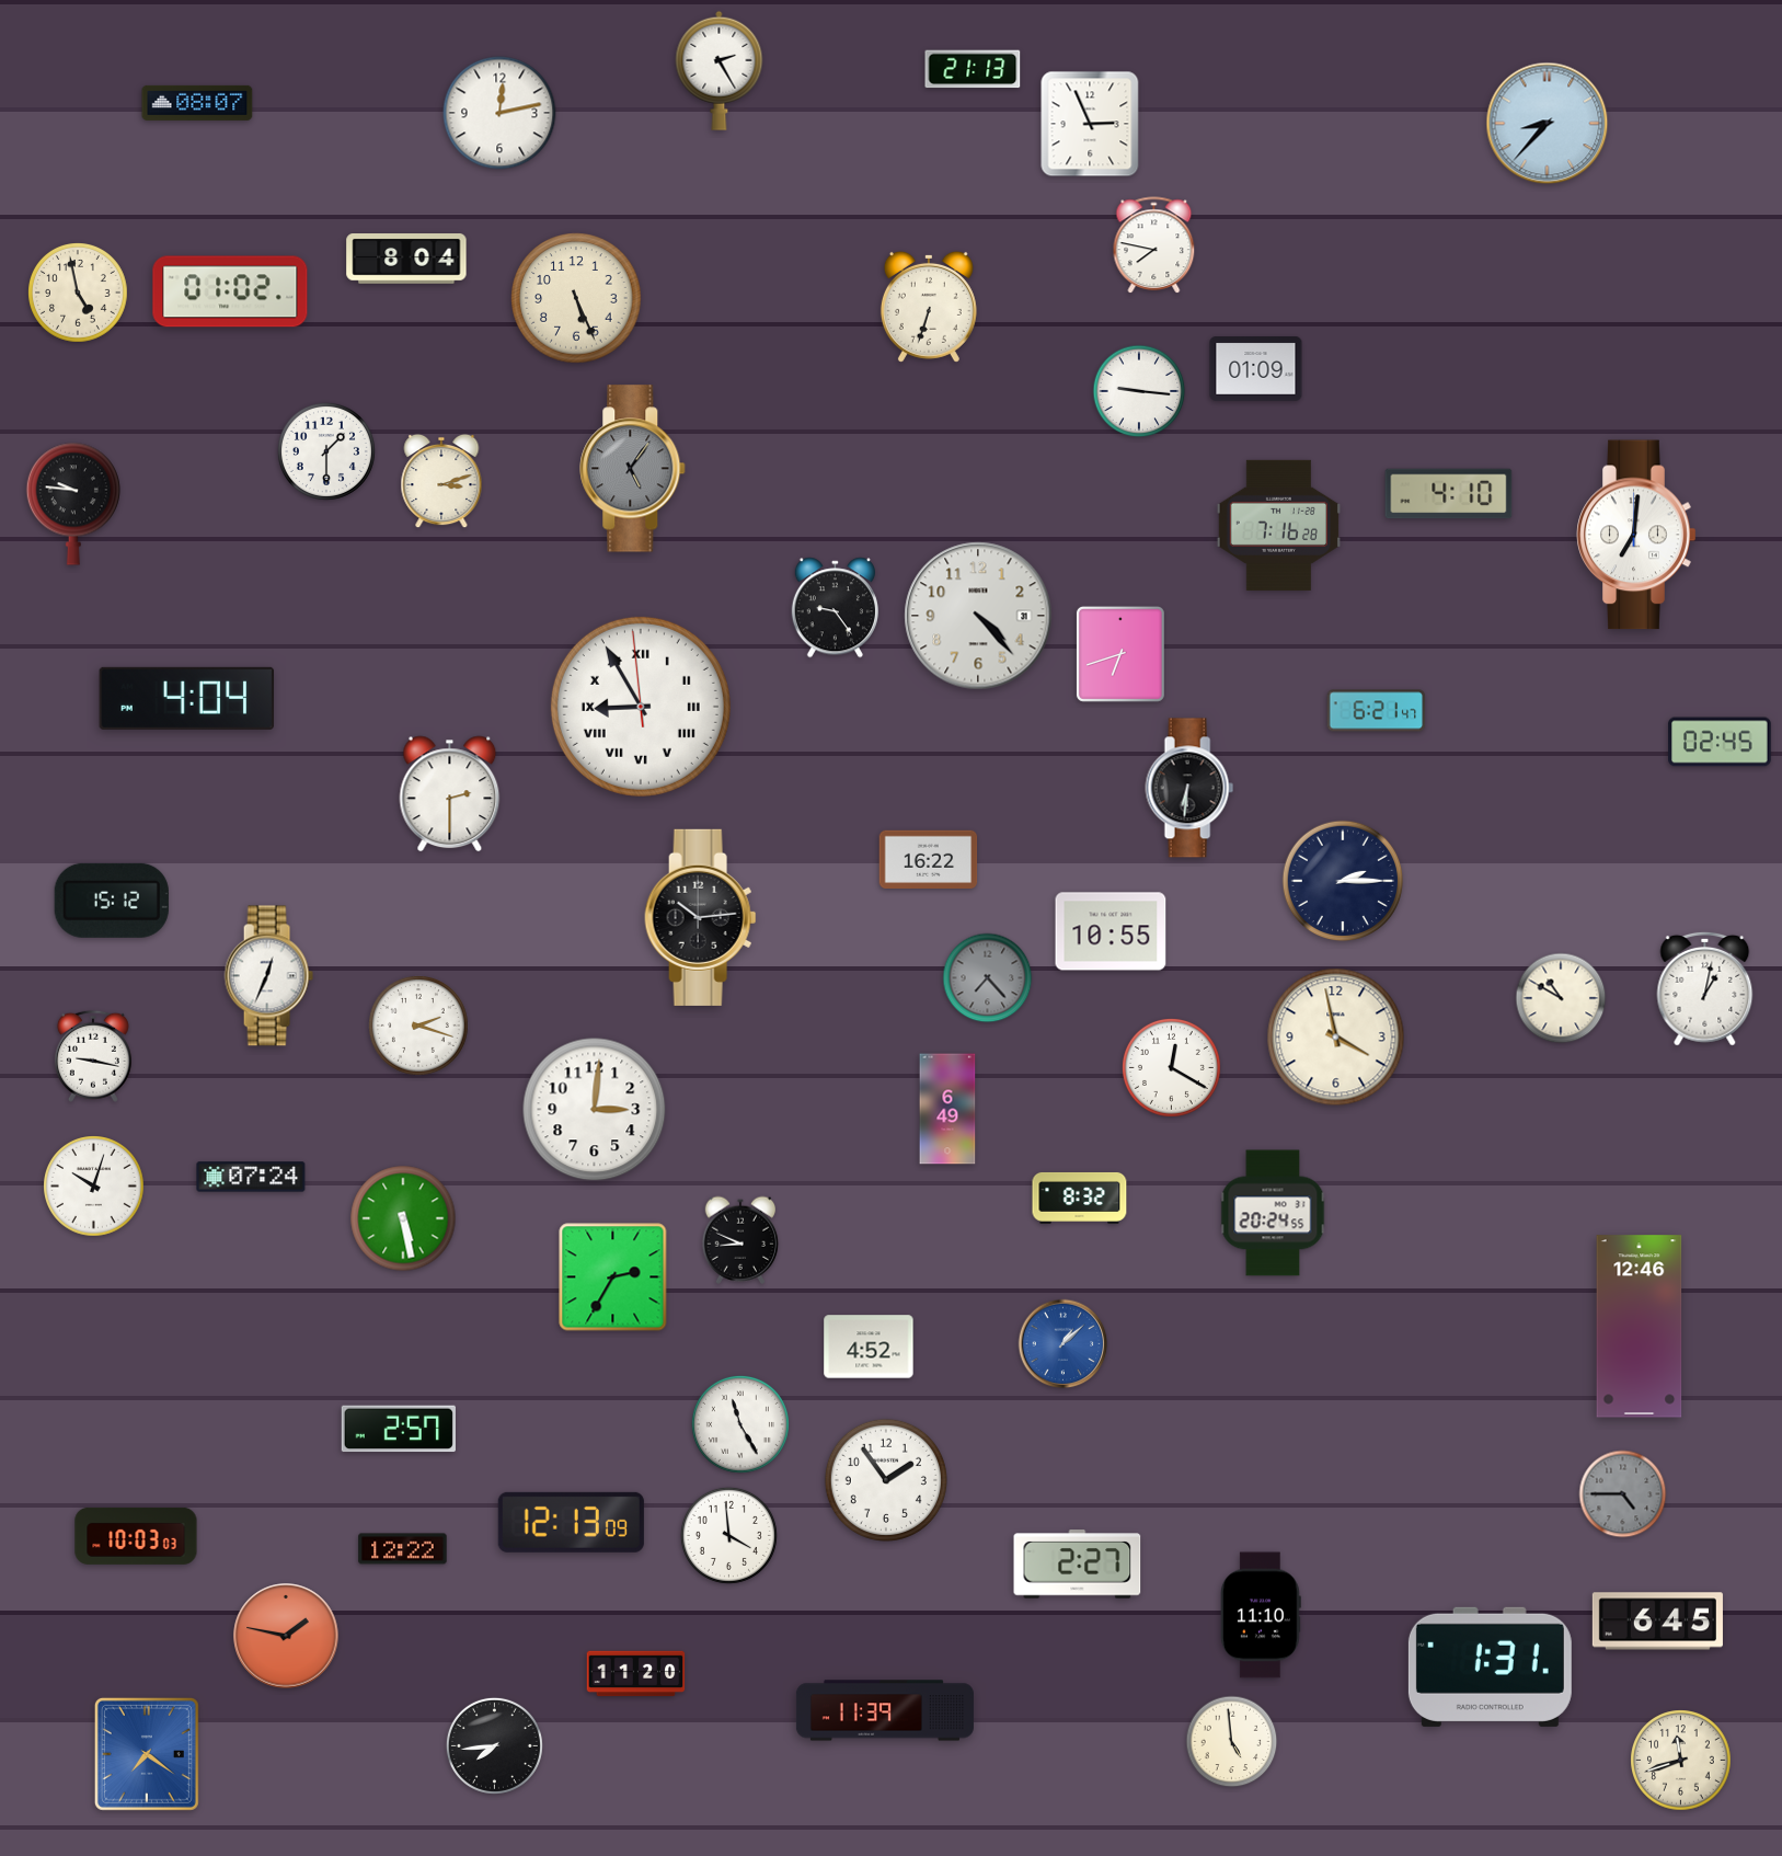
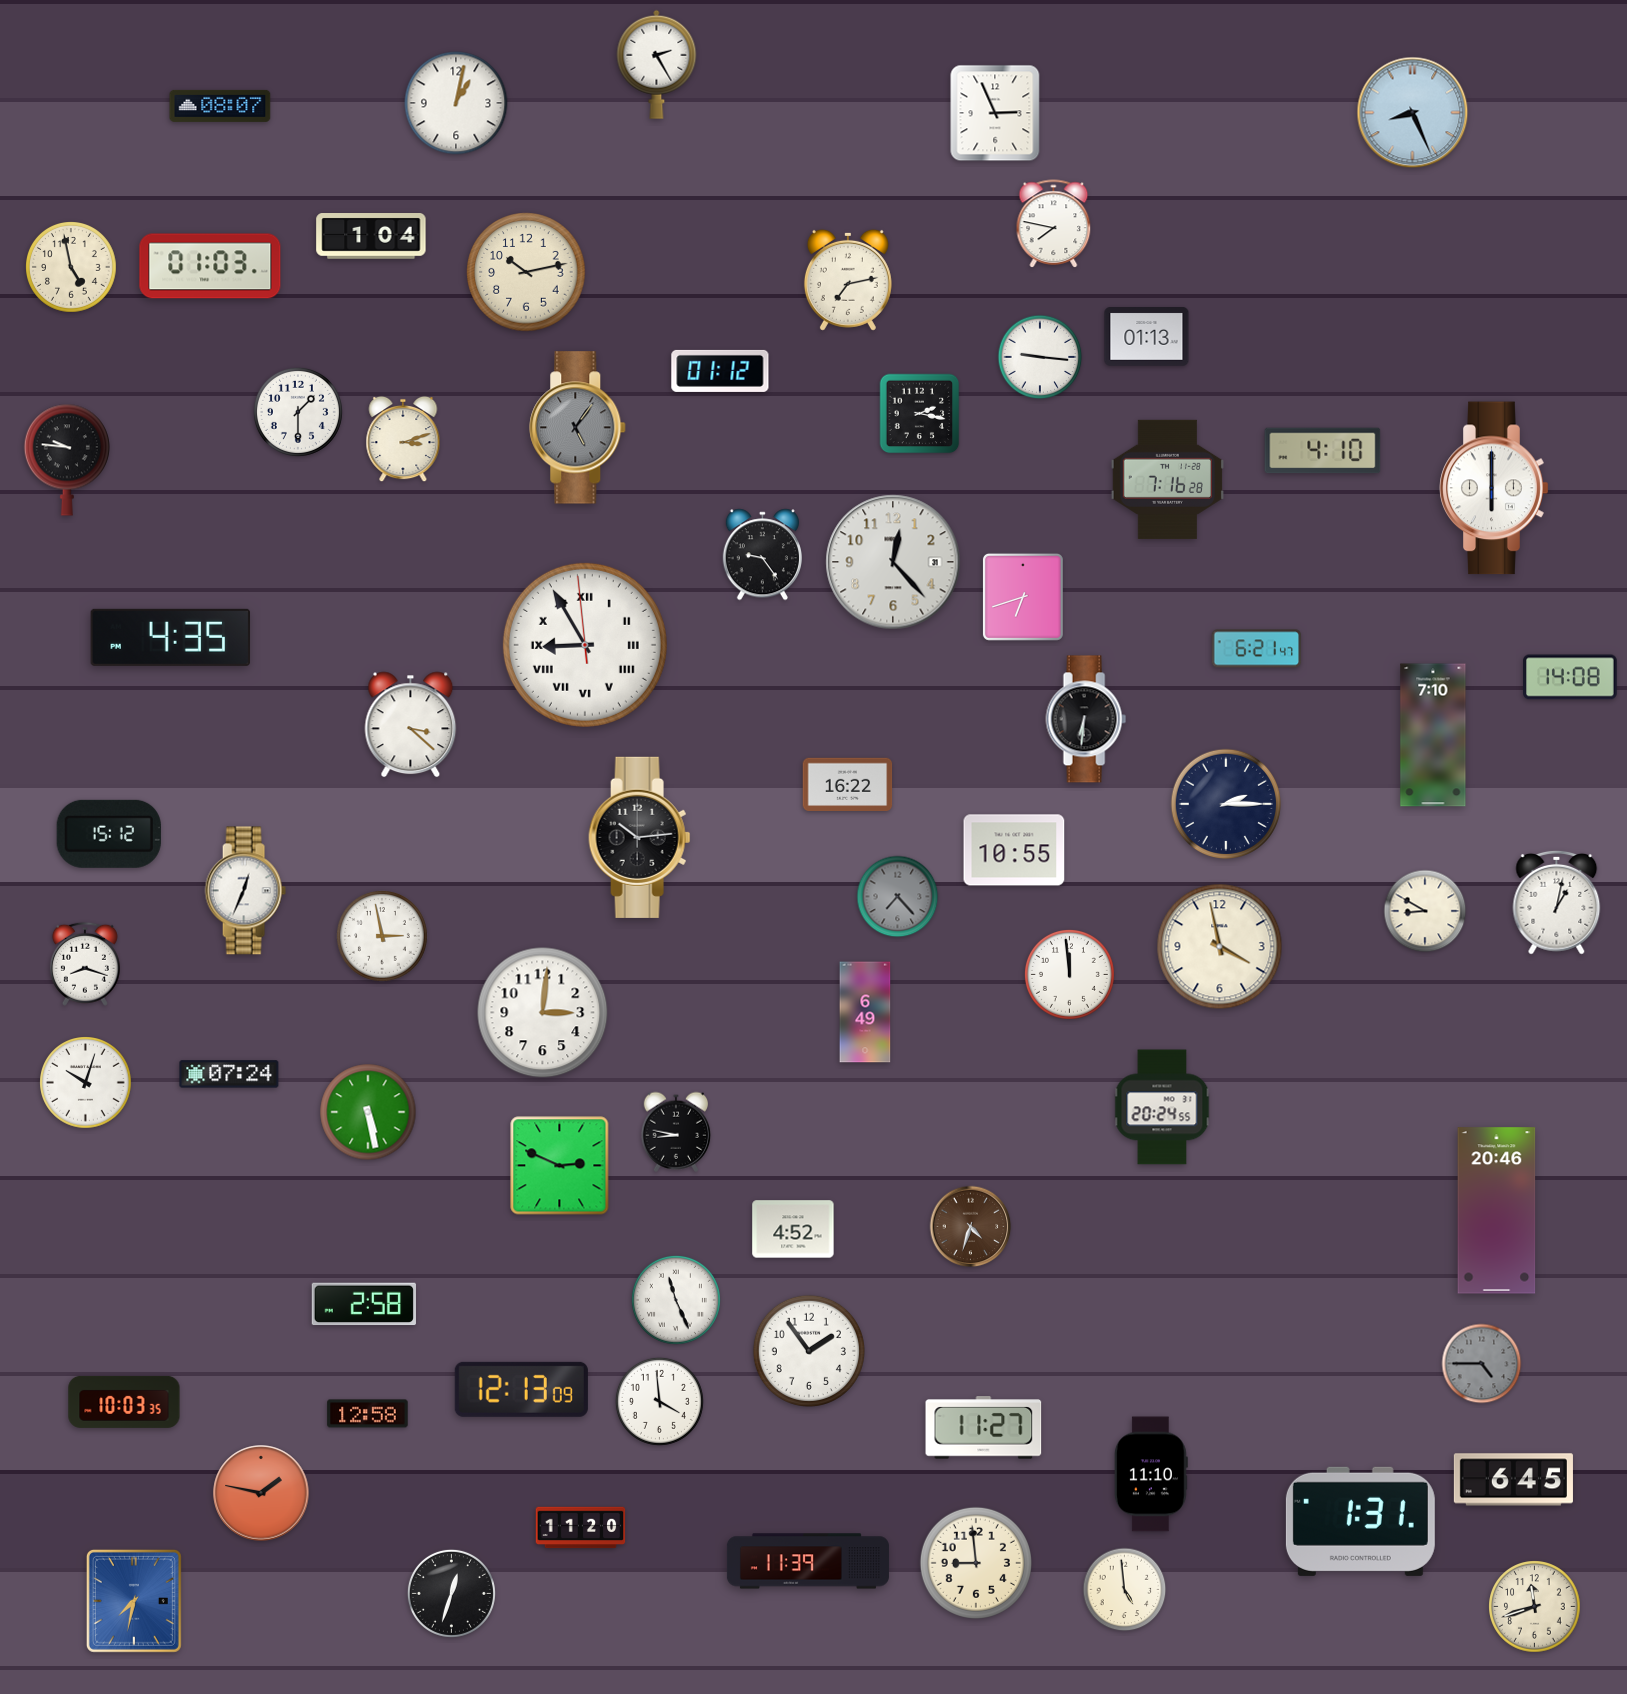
clock at (973, 69): 21:13 -> none
clock at (197, 103) position: (197, 103) -> (220, 106)
clock at (499, 113): 12:13 -> 1:02
clock at (1548, 124): 8:37 -> 8:26
clock at (406, 260): 8:04 -> 1:04
clock at (230, 291): 01:02 -> 01:03
clock at (576, 298): 5:26 -> 10:13
clock at (929, 307): 6:33 -> 7:13
clock at (1256, 369): 01:09 -> 01:13
clock at (720, 371): none -> 01:12
clock at (920, 414): none -> 2:17
clock at (1636, 535): 7:01 -> 6:00
clock at (978, 616): 4:23 -> 12:23
clock at (187, 698): 4:04 -> 4:35
clock at (1720, 742): 02:45 -> 14:08
clock at (450, 794): 2:30 -> 3:22
clock at (1433, 735): none -> 7:10
clock at (112, 901) position: (112, 901) -> (109, 834)
clock at (988, 978) position: (988, 978) -> (898, 897)
clock at (1561, 998): 10:50 -> 8:50
clock at (419, 1027): 2:18 -> 2:58
clock at (93, 1056): 9:17 -> 8:18
clock at (1171, 1067): 12:20 -> 11:59
clock at (1080, 1198): 8:32 -> none
clock at (740, 1240): 8:49 -> 8:47
clock at (613, 1278): 2:35 -> 2:49
clock at (1640, 1327): 12:46 -> 20:46
clock at (1064, 1344): 1:08 -> 4:33
clock at (1064, 1344) dial: blue -> brown
clock at (740, 1424): 11:25 -> 11:26
clock at (399, 1429): 2:57 -> 2:58
clock at (728, 1535) position: (728, 1535) -> (659, 1401)
clock at (136, 1536): 10:03:03 -> 10:03:35
clock at (403, 1549): 12:22 -> 12:58
clock at (1078, 1565): 2:27 -> 11:27
clock at (976, 1563): none -> 8:59
clock at (494, 1745): 7:44 -> 12:33
clock at (147, 1754): 7:21 -> 7:32
